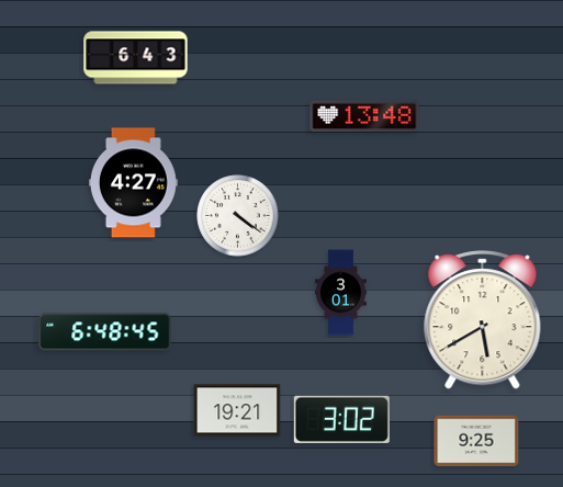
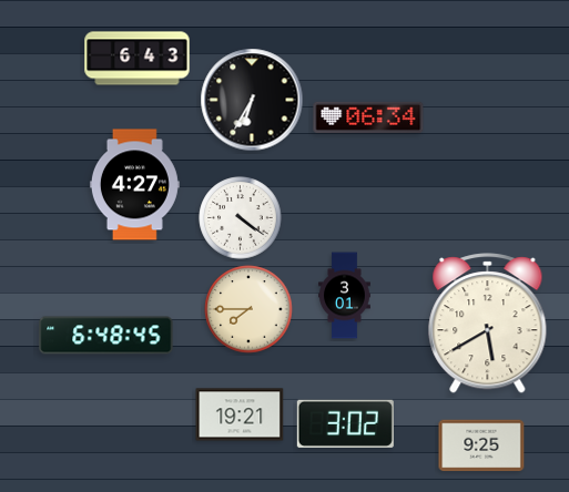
clock at (252, 100): none -> 6:35
clock at (364, 116): 13:48 -> 06:34
clock at (248, 309): none -> 7:45
